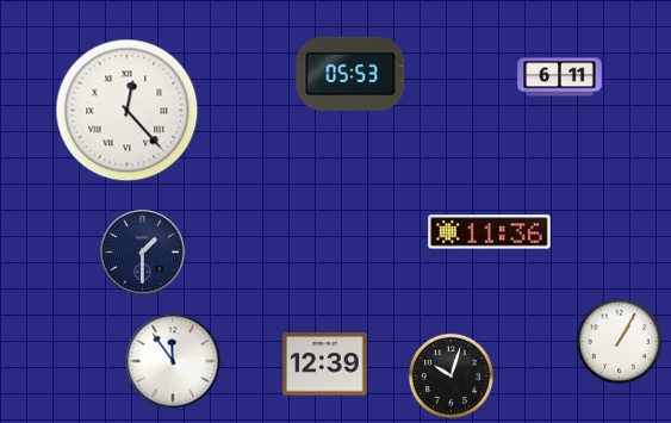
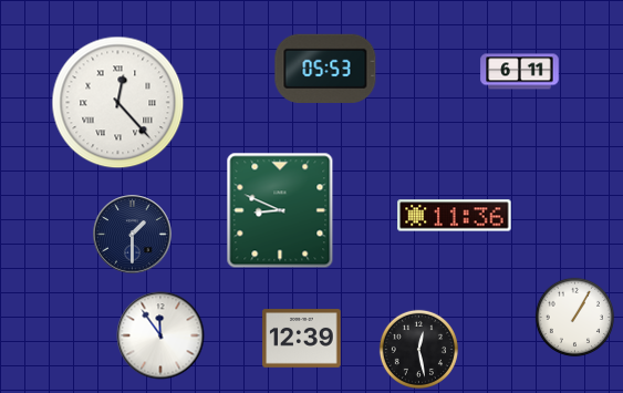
clock at (280, 210): none -> 8:49
clock at (451, 375): 10:03 -> 12:28
